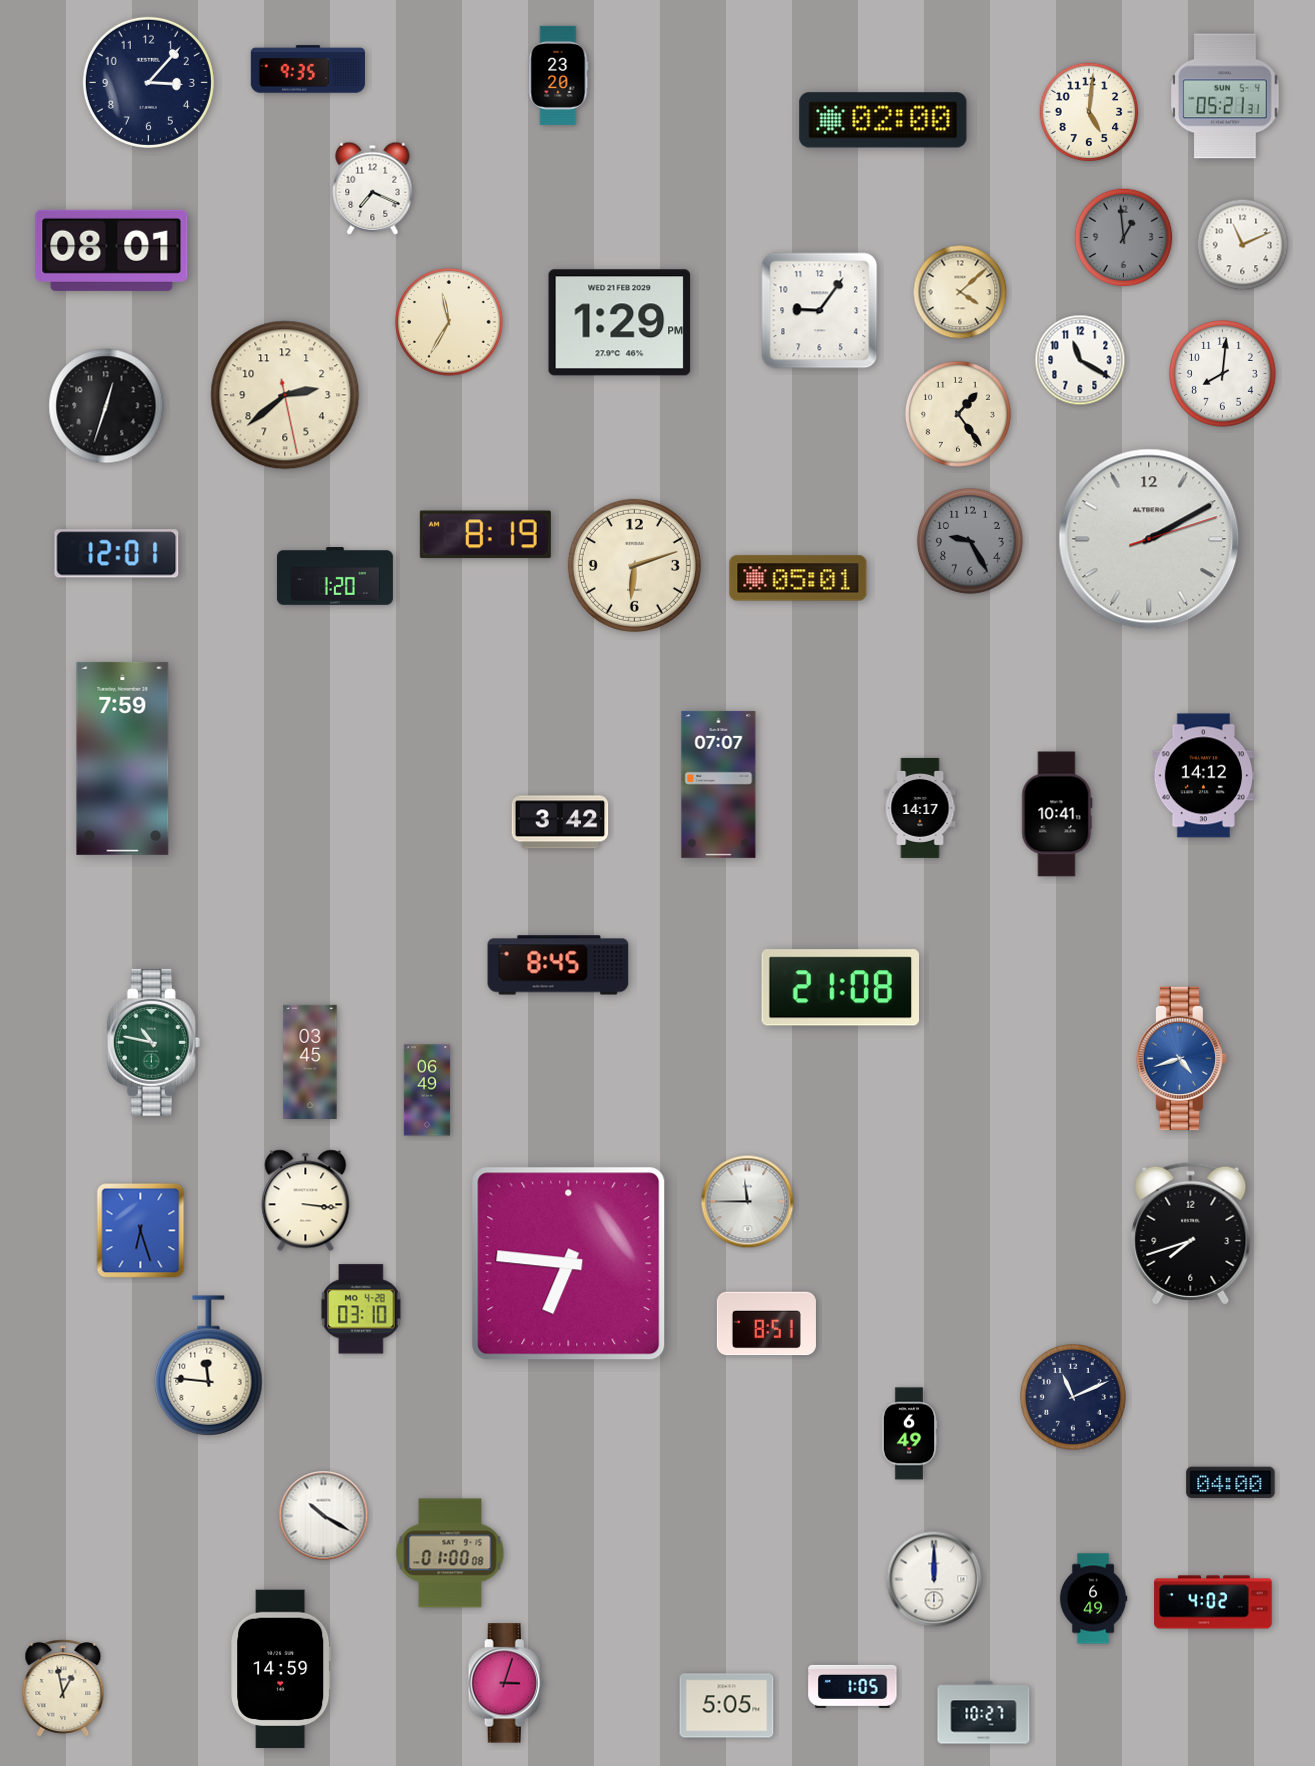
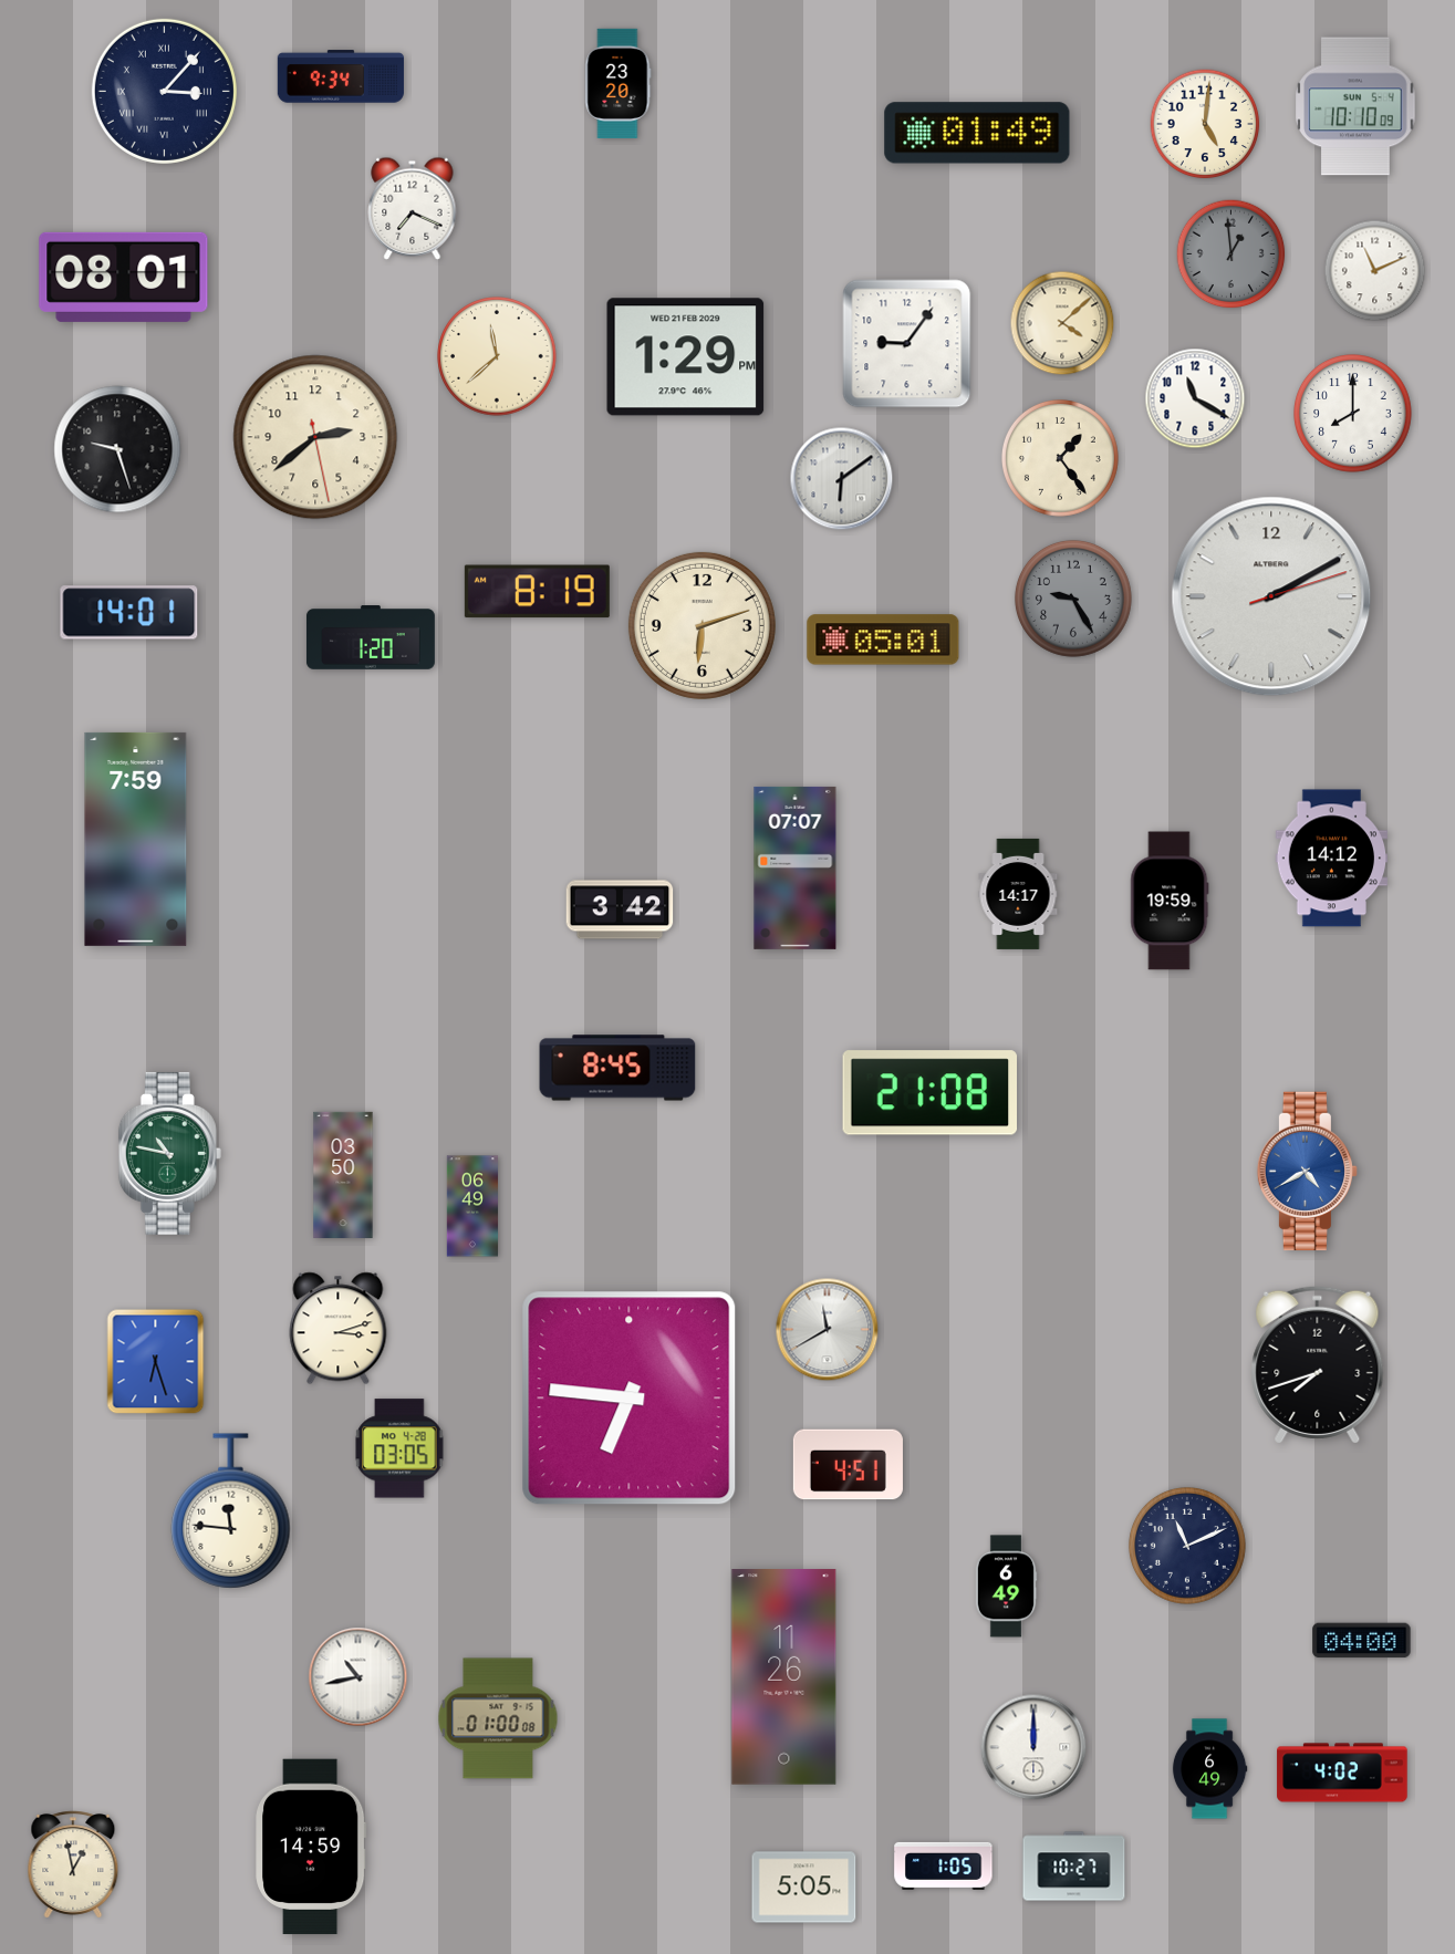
clock at (308, 69): 9:35 -> 9:34
clock at (148, 82) numerals: Arabic -> Roman
clock at (1225, 96): 05:21 -> 10:10
clock at (883, 120): 02:00 -> 01:49
clock at (1124, 238) position: (1124, 238) -> (1231, 254)
clock at (449, 322): 11:35 -> 11:38
clock at (1223, 374): 8:01 -> 8:00
clock at (106, 406): 12:33 -> 9:27
clock at (842, 479): none -> 6:09
clock at (117, 554): 12:01 -> 14:01
clock at (1057, 814): 10:41 -> 19:59
clock at (1181, 1059): 4:42 -> 4:40
clock at (310, 1062): 03:45 -> 03:50
clock at (306, 1201): 3:16 -> 3:12
clock at (748, 1202): 11:45 -> 11:40
clock at (361, 1309): 03:10 -> 03:05
clock at (766, 1324): 8:51 -> 4:51
clock at (324, 1516): 10:20 -> 10:43
clock at (784, 1677): none -> 11:26
clock at (506, 1683): 3:03 -> none
clock at (63, 1688) position: (63, 1688) -> (73, 1864)
clock at (984, 1713) position: (984, 1713) -> (1074, 1867)
